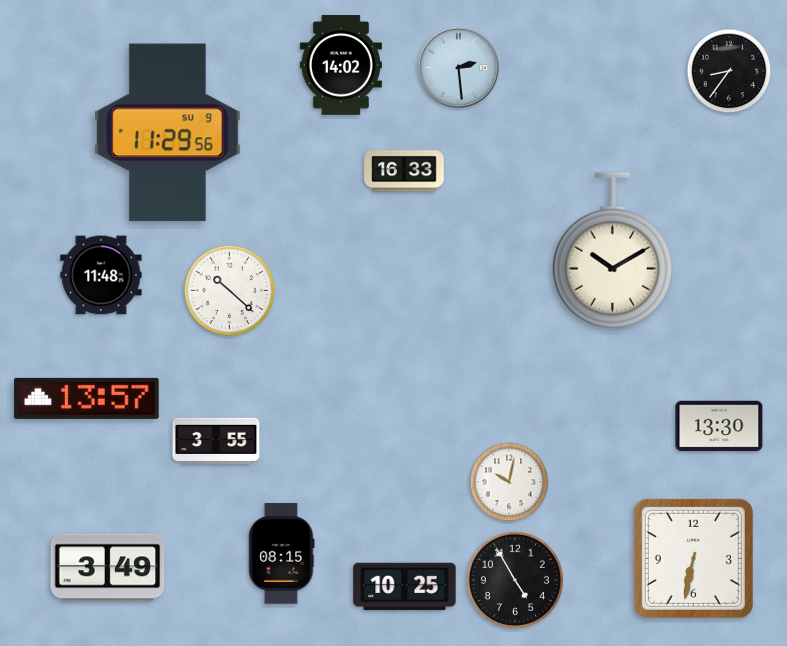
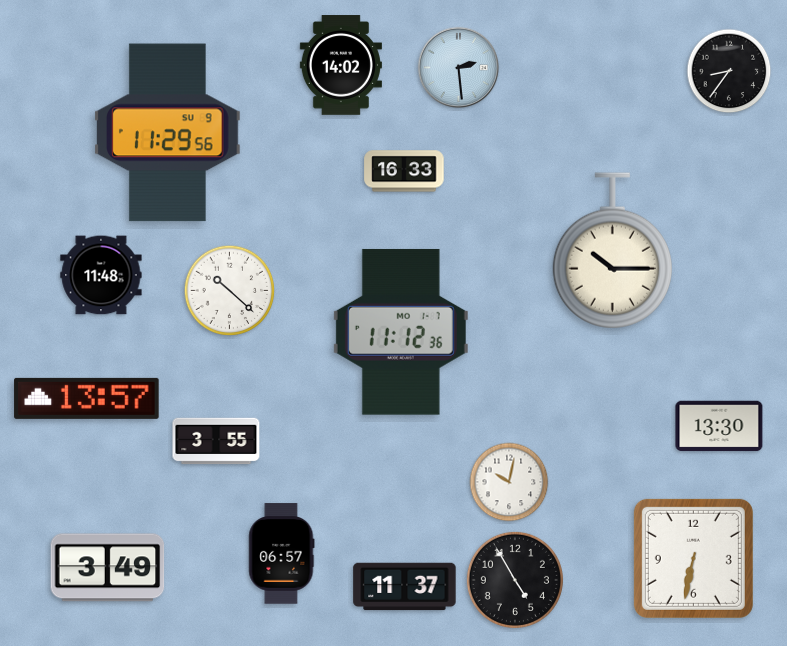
clock at (612, 251): 10:10 -> 10:15
clock at (401, 332): none -> 11:12
clock at (282, 554): 08:15 -> 06:57
clock at (405, 587): 10:25 -> 11:37
